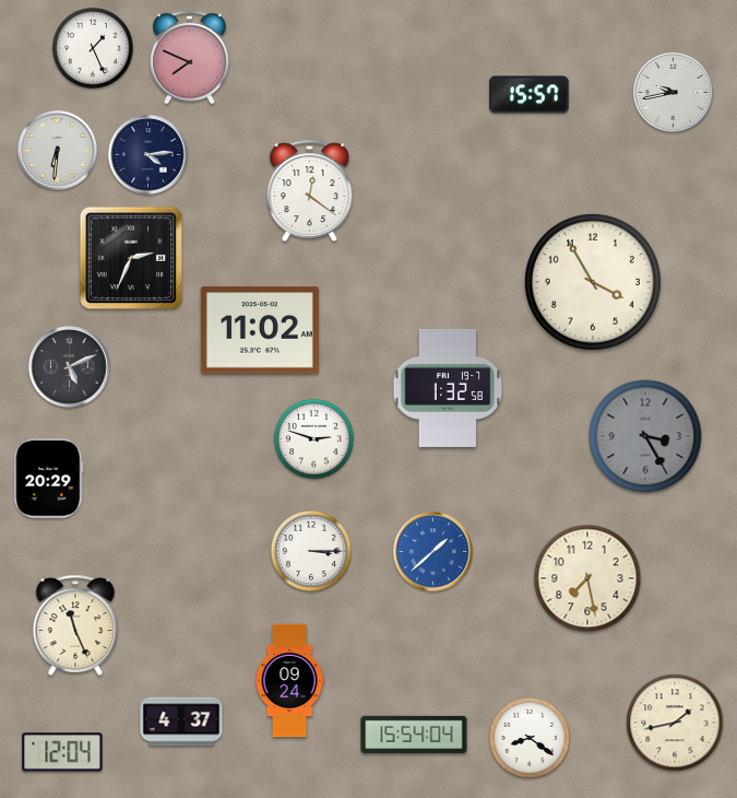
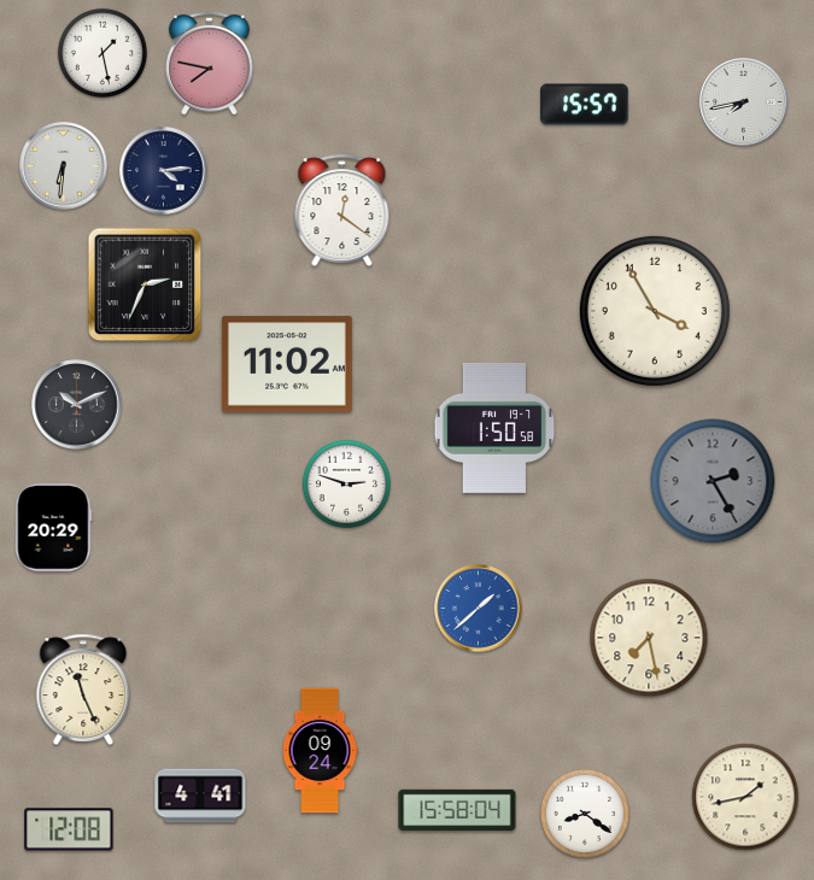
clock at (93, 48): 1:26 -> 1:28
clock at (190, 57): 7:49 -> 7:47
clock at (674, 93): 9:43 -> 7:43
clock at (70, 367): 5:11 -> 10:11
clock at (448, 388): 1:32 -> 1:50
clock at (645, 436): 3:25 -> 2:25
clock at (311, 551): 3:15 -> none
clock at (181, 721): 4:37 -> 4:41
clock at (414, 735): 15:54 -> 15:58
clock at (62, 752): 12:04 -> 12:08
